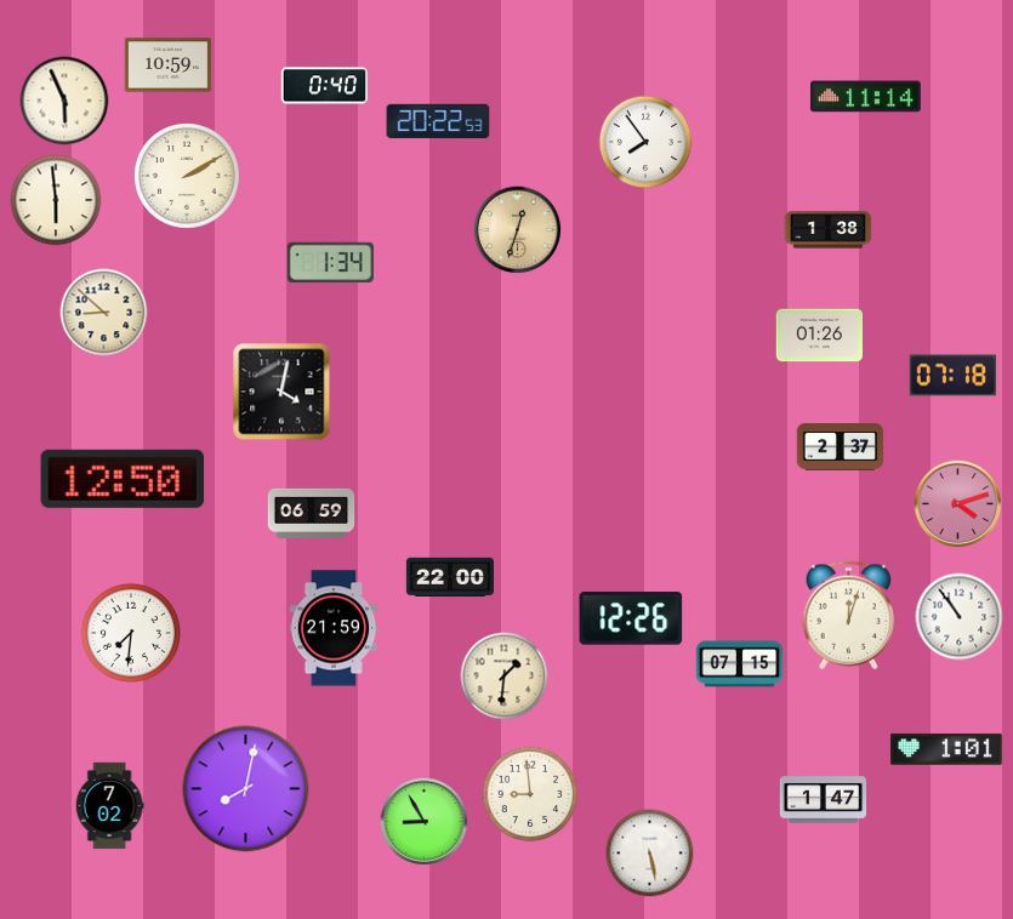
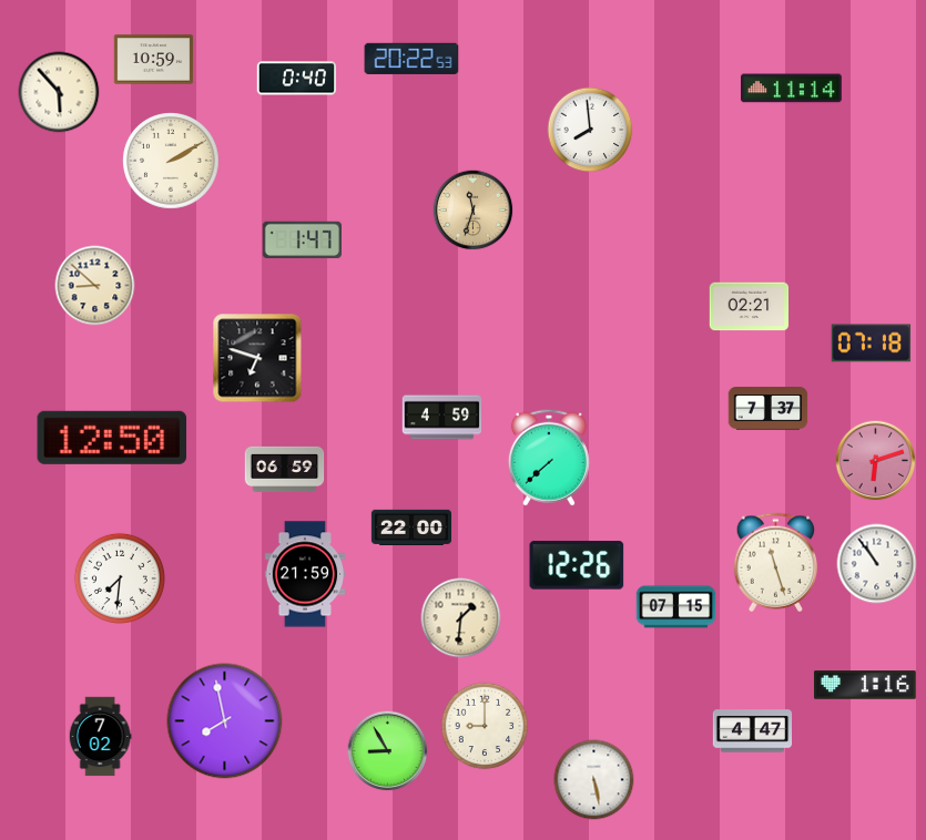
clock at (64, 101): 5:56 -> 5:53
clock at (438, 121) position: (438, 121) -> (411, 59)
clock at (645, 142): 7:54 -> 7:59
clock at (56, 200): 5:59 -> none
clock at (518, 230): 12:33 -> 11:33
clock at (829, 230): 1:38 -> none
clock at (330, 262): 1:34 -> 1:47
clock at (820, 336): 01:26 -> 02:21
clock at (281, 392): 4:02 -> 6:48
clock at (841, 447): 2:37 -> 7:37
clock at (442, 418): none -> 4:59
clock at (549, 458): none -> 7:38
clock at (958, 504): 4:12 -> 6:12
clock at (849, 616): 12:03 -> 11:27
clock at (946, 749): 1:01 -> 1:16
clock at (246, 789): 8:02 -> 7:58
clock at (530, 794): 8:59 -> 9:00
clock at (824, 800): 1:47 -> 4:47
